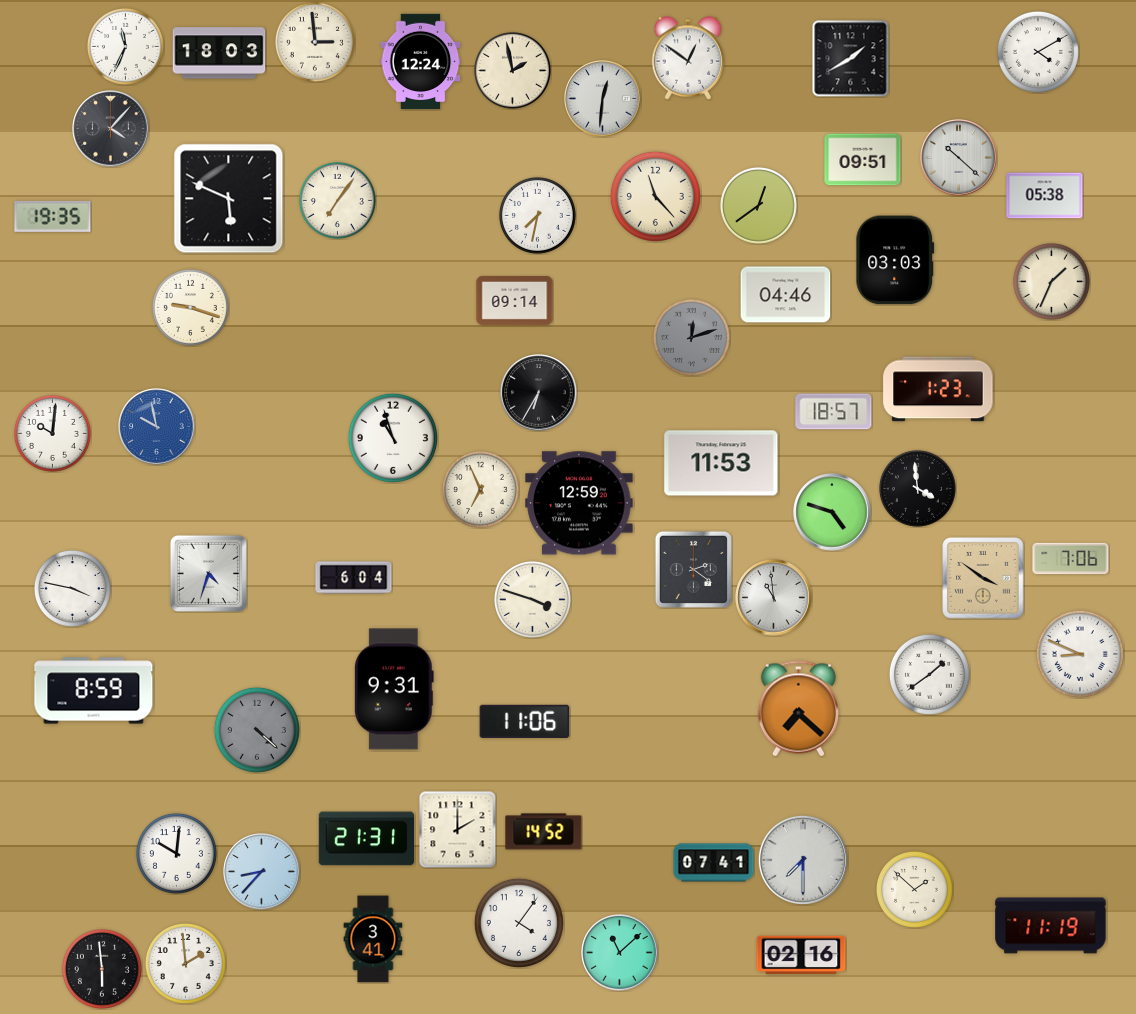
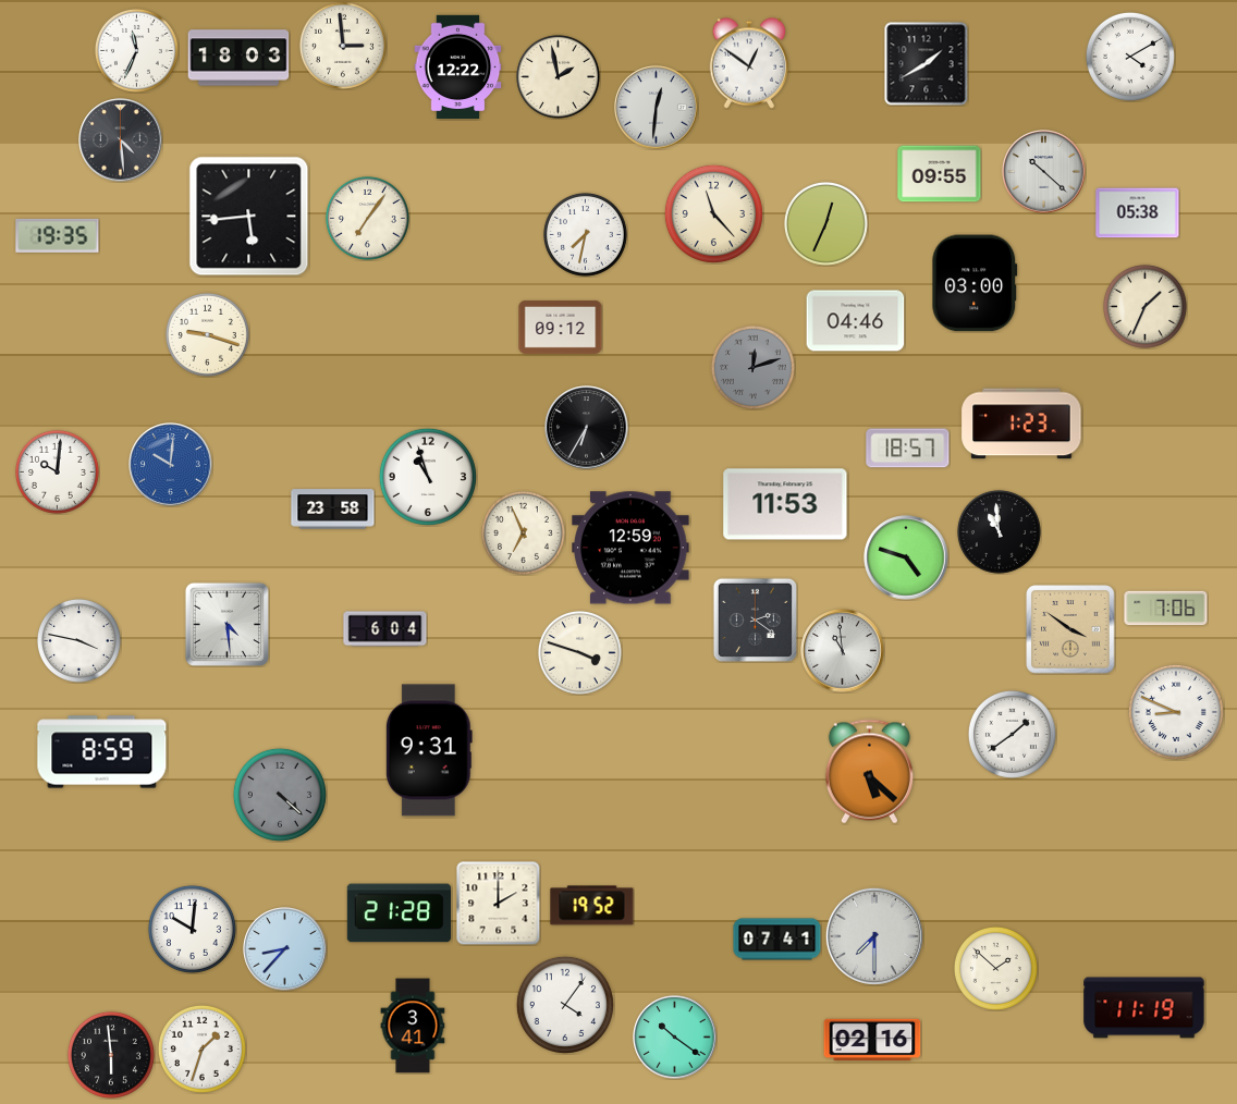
clock at (421, 62): 12:24 -> 12:22
clock at (111, 129): 4:07 -> 4:29
clock at (863, 160): 09:51 -> 09:55
clock at (229, 199): 5:49 -> 5:44
clock at (758, 205): 12:39 -> 12:34
clock at (895, 260): 03:03 -> 03:00
clock at (515, 300): 09:14 -> 09:12
clock at (157, 427): 9:58 -> 10:01
clock at (333, 510): none -> 23:58
clock at (917, 488): 3:59 -> 10:59
clock at (208, 573): 4:33 -> 4:29
clock at (798, 709): 7:22 -> 5:22
clock at (525, 721): 11:06 -> none
clock at (544, 832): 14:52 -> 19:52
clock at (366, 839): 21:31 -> 21:28
clock at (373, 939) position: (373, 939) -> (413, 1026)
clock at (620, 953): 11:08 -> 10:21
clock at (185, 963): 1:59 -> 1:33
